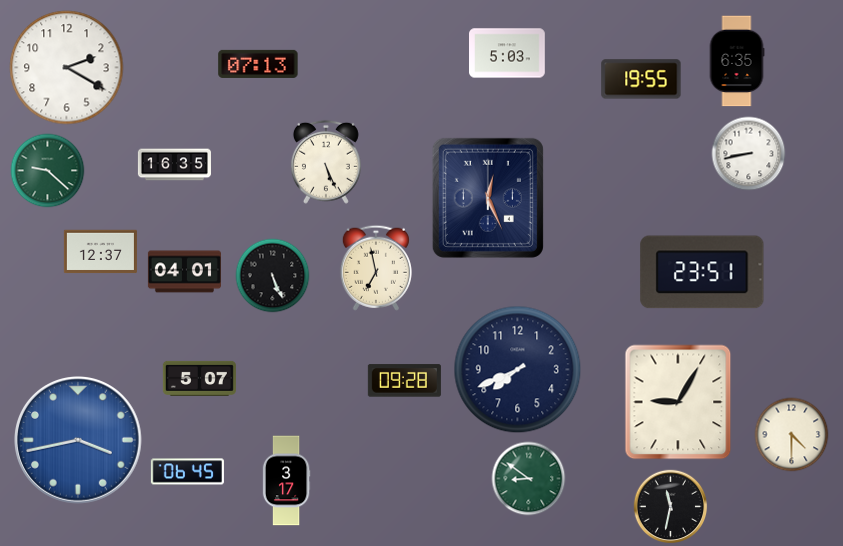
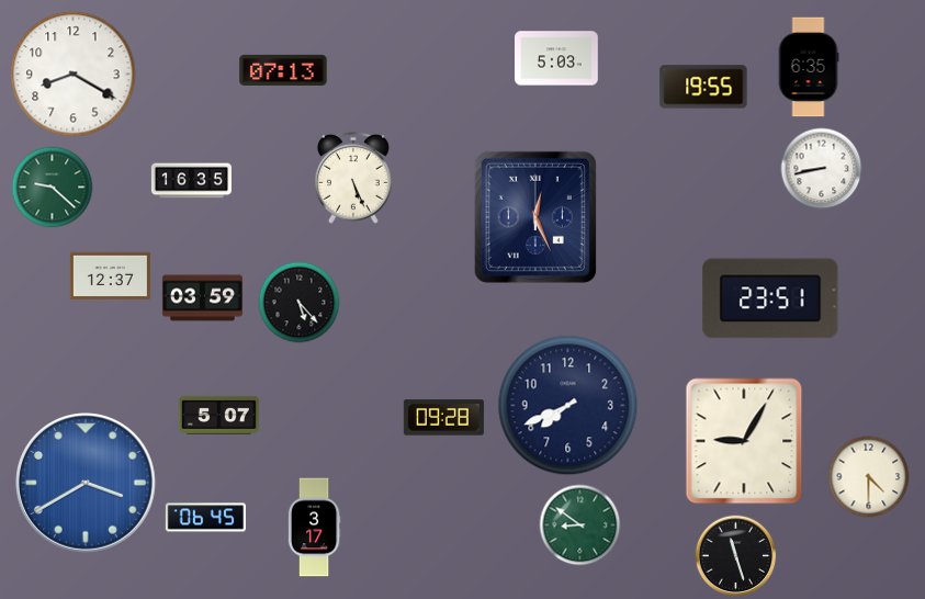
clock at (67, 68): 2:20 -> 8:20
clock at (326, 162) position: (326, 162) -> (353, 178)
clock at (376, 268): 6:58 -> none
clock at (184, 272): 04:01 -> 03:59
clock at (273, 276): 5:26 -> 5:23
clock at (79, 441): 3:43 -> 3:40
clock at (671, 507): 11:32 -> 11:27
